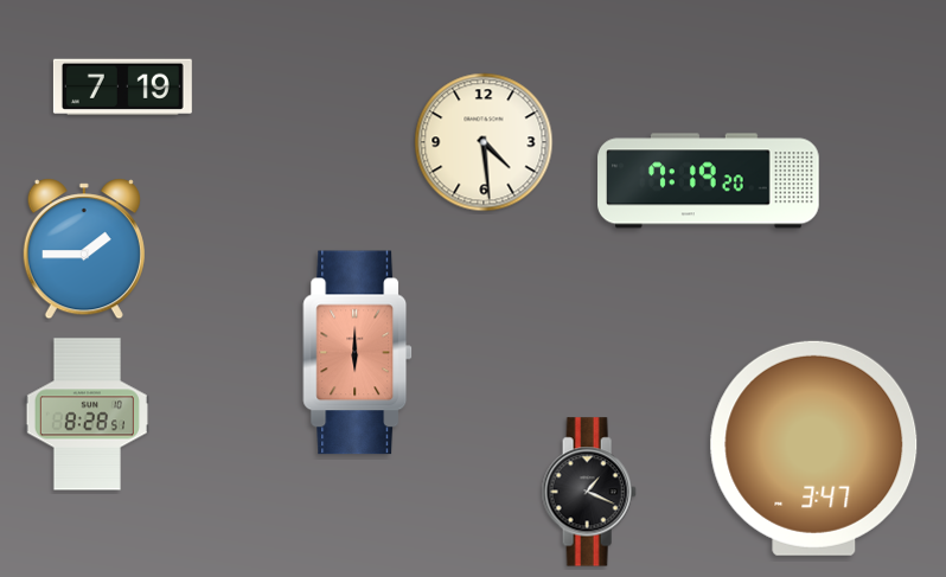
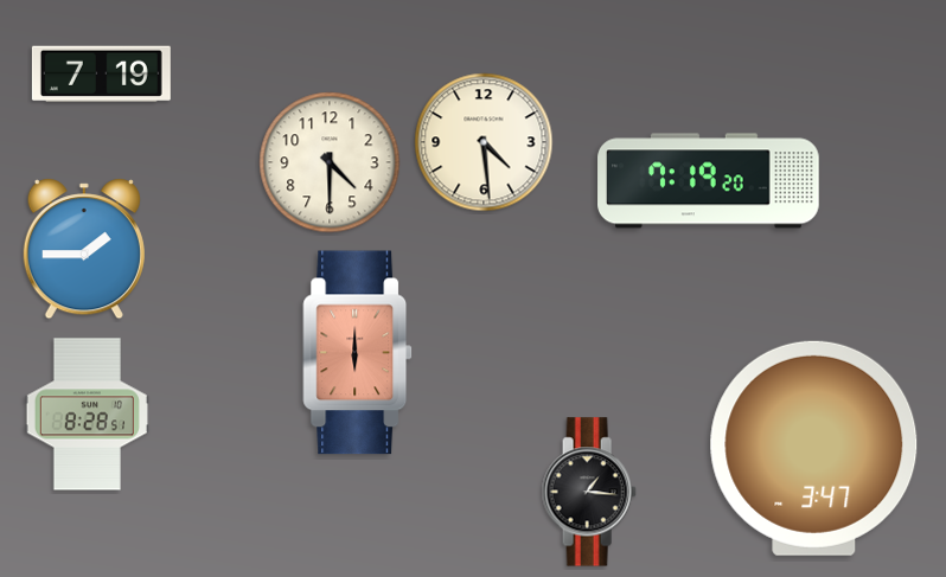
clock at (122, 88) position: (122, 88) -> (101, 75)
clock at (330, 162): none -> 4:30
clock at (589, 492): 1:19 -> 1:16
